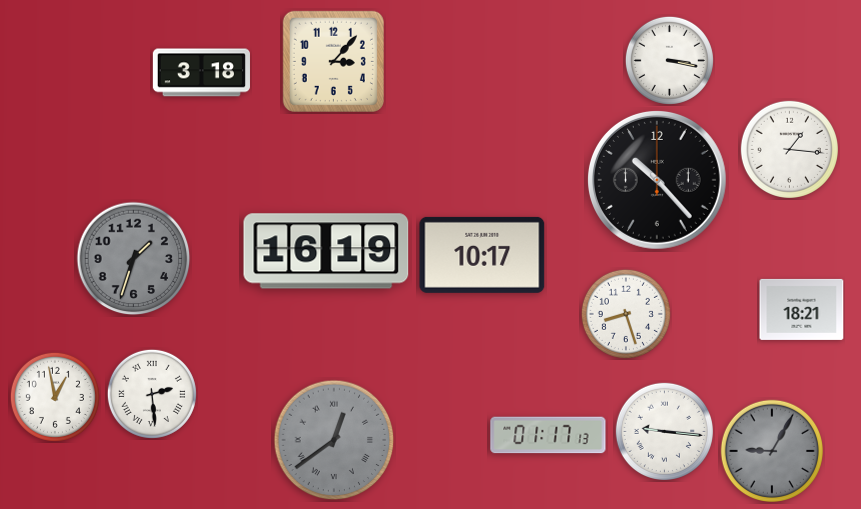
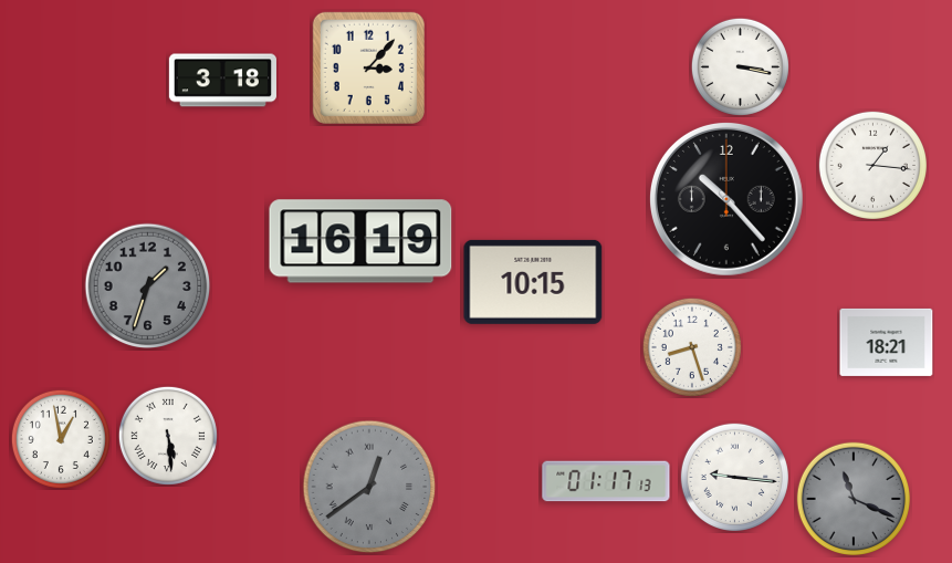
clock at (326, 251) position: (326, 251) -> (360, 241)
clock at (482, 255): 10:17 -> 10:15
clock at (152, 394): 2:29 -> 5:29
clock at (771, 450): 9:05 -> 11:19
